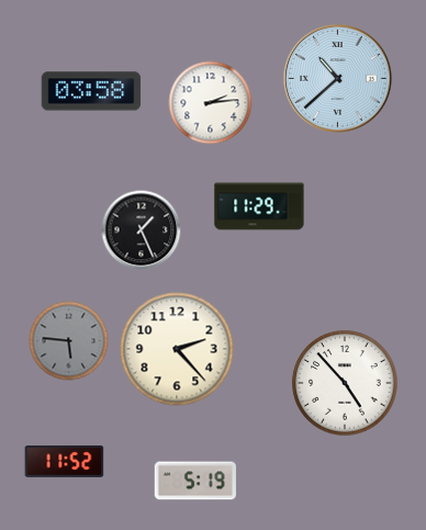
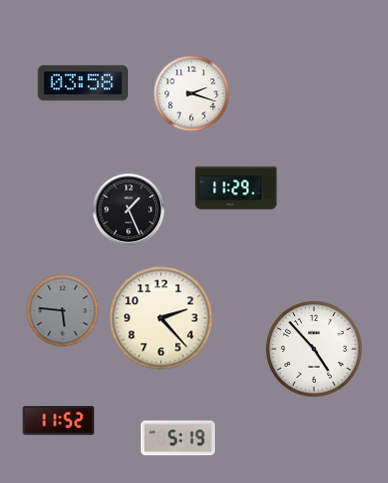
clock at (338, 79): 10:38 -> none
clock at (211, 103): 2:14 -> 2:18
